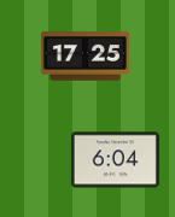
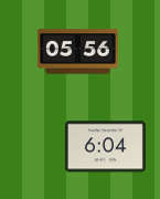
clock at (84, 57): 17:25 -> 05:56
